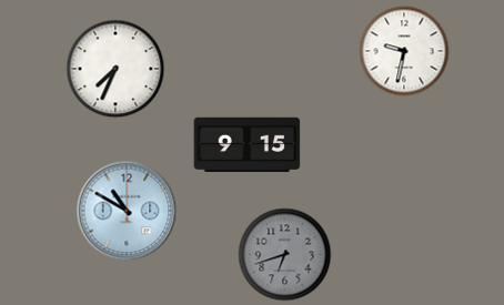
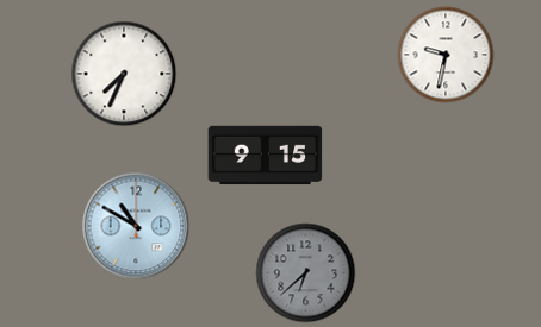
clock at (404, 51) position: (404, 51) -> (446, 55)
clock at (285, 255): 6:42 -> 6:38
